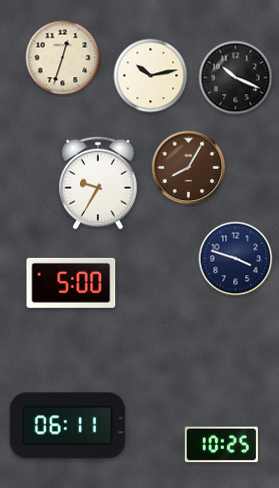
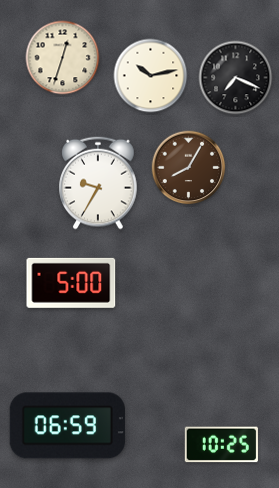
clock at (236, 78): 10:19 -> 7:19
clock at (236, 259): 3:48 -> none
clock at (67, 426): 06:11 -> 06:59
